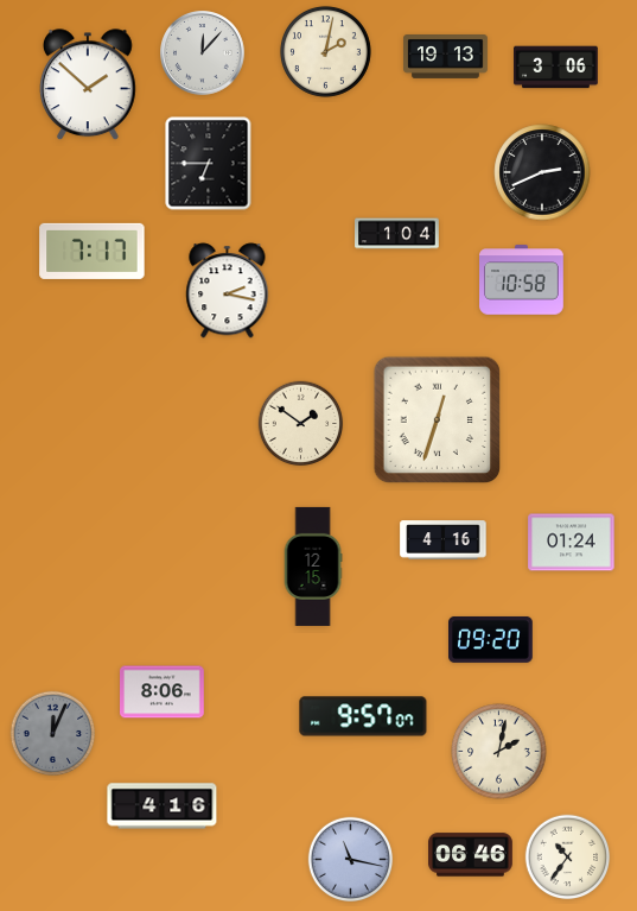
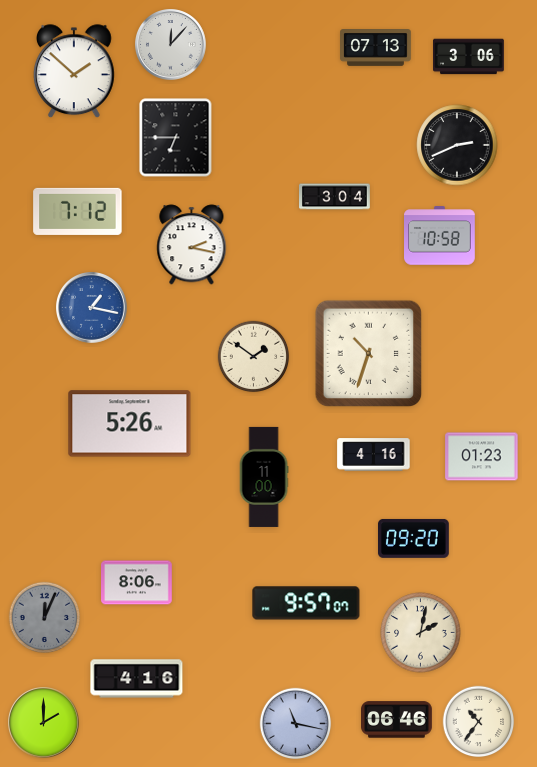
clock at (326, 52): 2:02 -> none
clock at (446, 57): 19:13 -> 07:13
clock at (397, 234): 1:04 -> 3:04
clock at (93, 251): 7:17 -> 7:12
clock at (92, 308): none -> 1:17
clock at (438, 420): 12:33 -> 10:33
clock at (130, 424): none -> 5:26
clock at (572, 543): 01:24 -> 01:23
clock at (313, 567): 12:15 -> 11:00
clock at (44, 723): none -> 2:00
